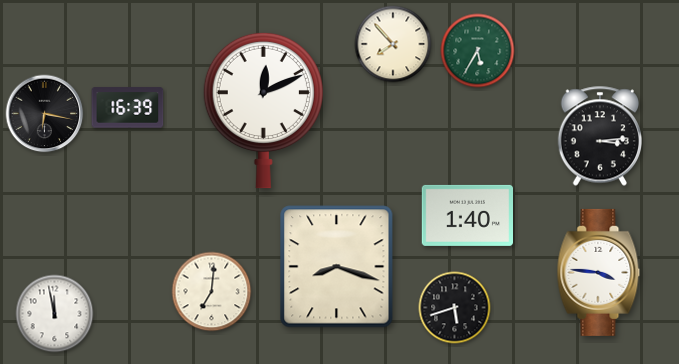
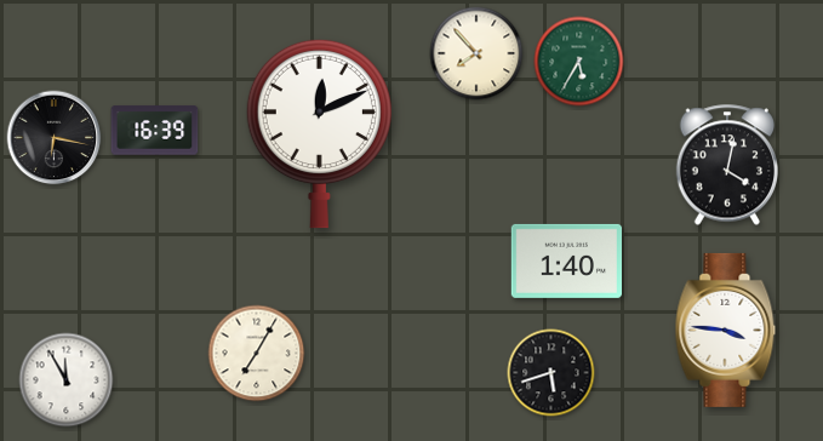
clock at (600, 136): 3:14 -> 4:02
clock at (337, 267): 8:18 -> none
clock at (212, 292): 7:01 -> 7:05
clock at (55, 314): 11:58 -> 11:55
